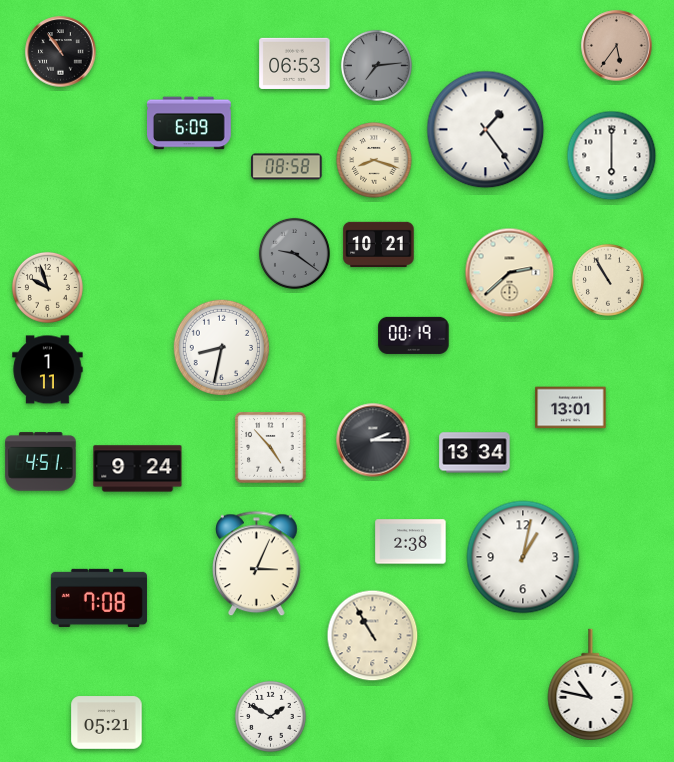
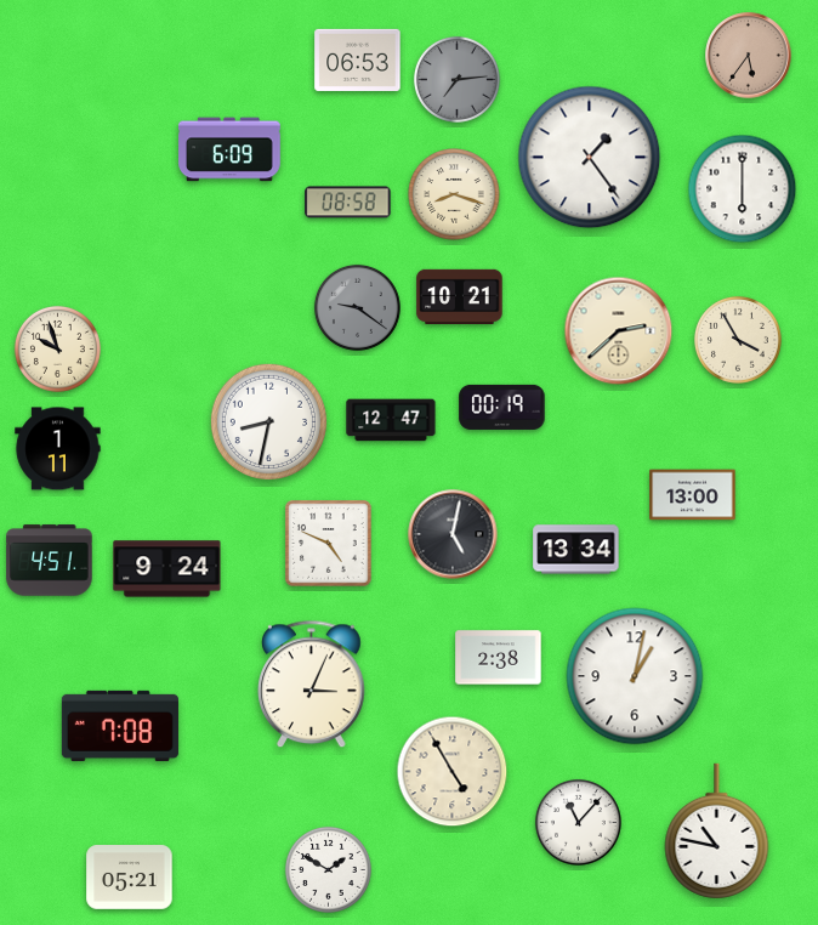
clock at (61, 52): 10:54 -> none
clock at (295, 63) position: (295, 63) -> (358, 59)
clock at (608, 280): 10:55 -> 3:55
clock at (391, 420): none -> 12:47
clock at (571, 408): 13:01 -> 13:00
clock at (373, 440): 2:15 -> 5:02
clock at (271, 448): 4:53 -> 4:49
clock at (373, 636): 10:55 -> 4:55
clock at (578, 822): none -> 11:07
